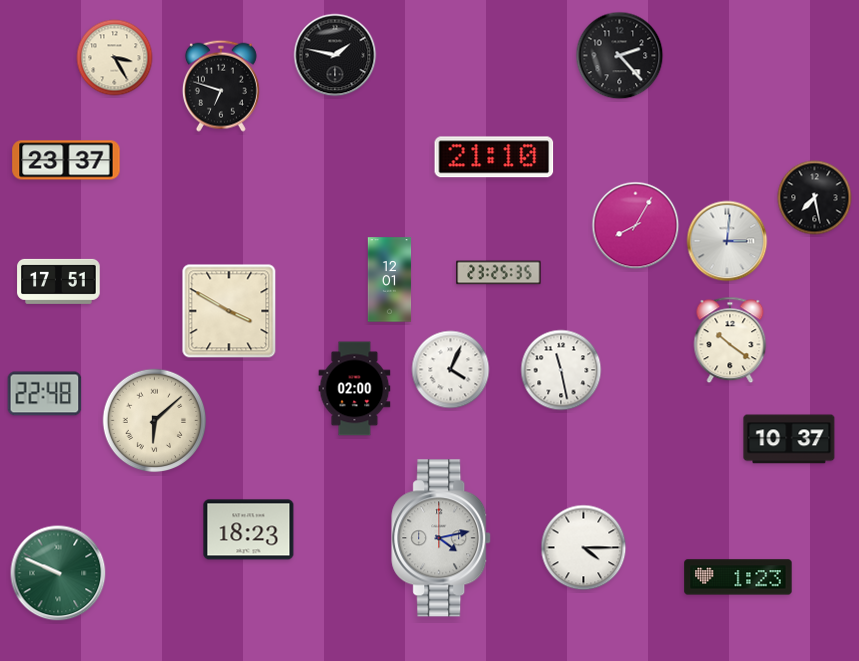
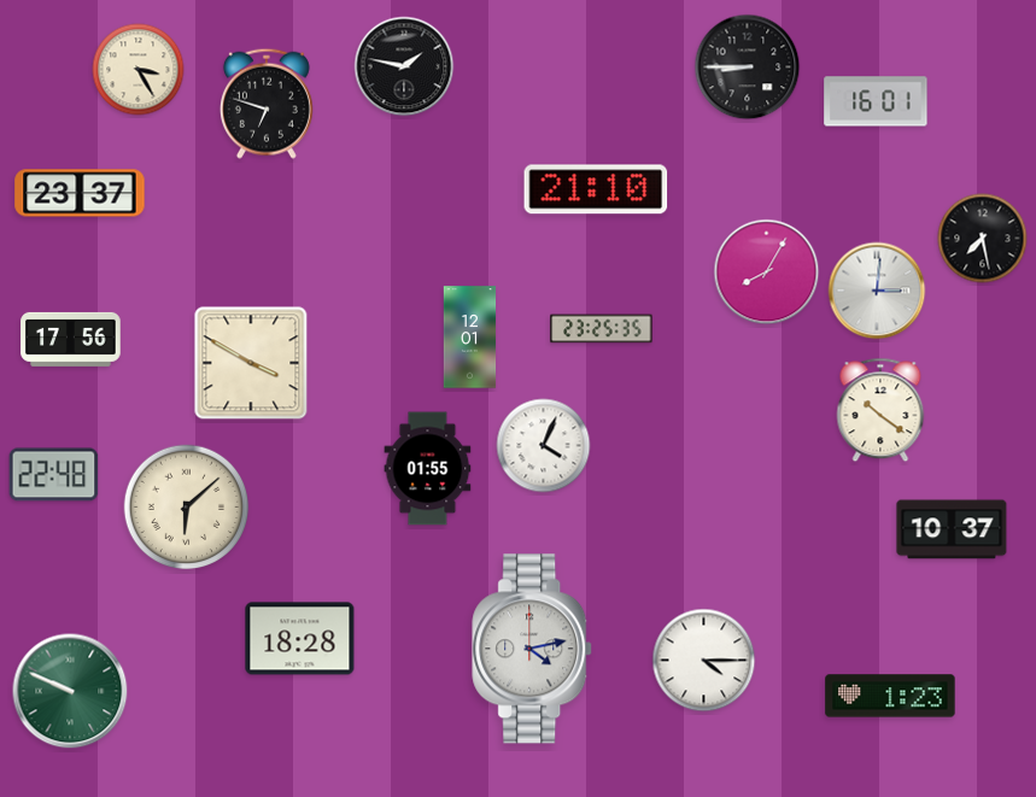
clock at (620, 56): 2:23 -> 8:45
clock at (876, 101): none -> 16:01
clock at (59, 281): 17:51 -> 17:56
clock at (229, 311) position: (229, 311) -> (251, 363)
clock at (561, 370): 11:28 -> none
clock at (355, 389): 02:00 -> 01:55
clock at (249, 530): 18:23 -> 18:28
